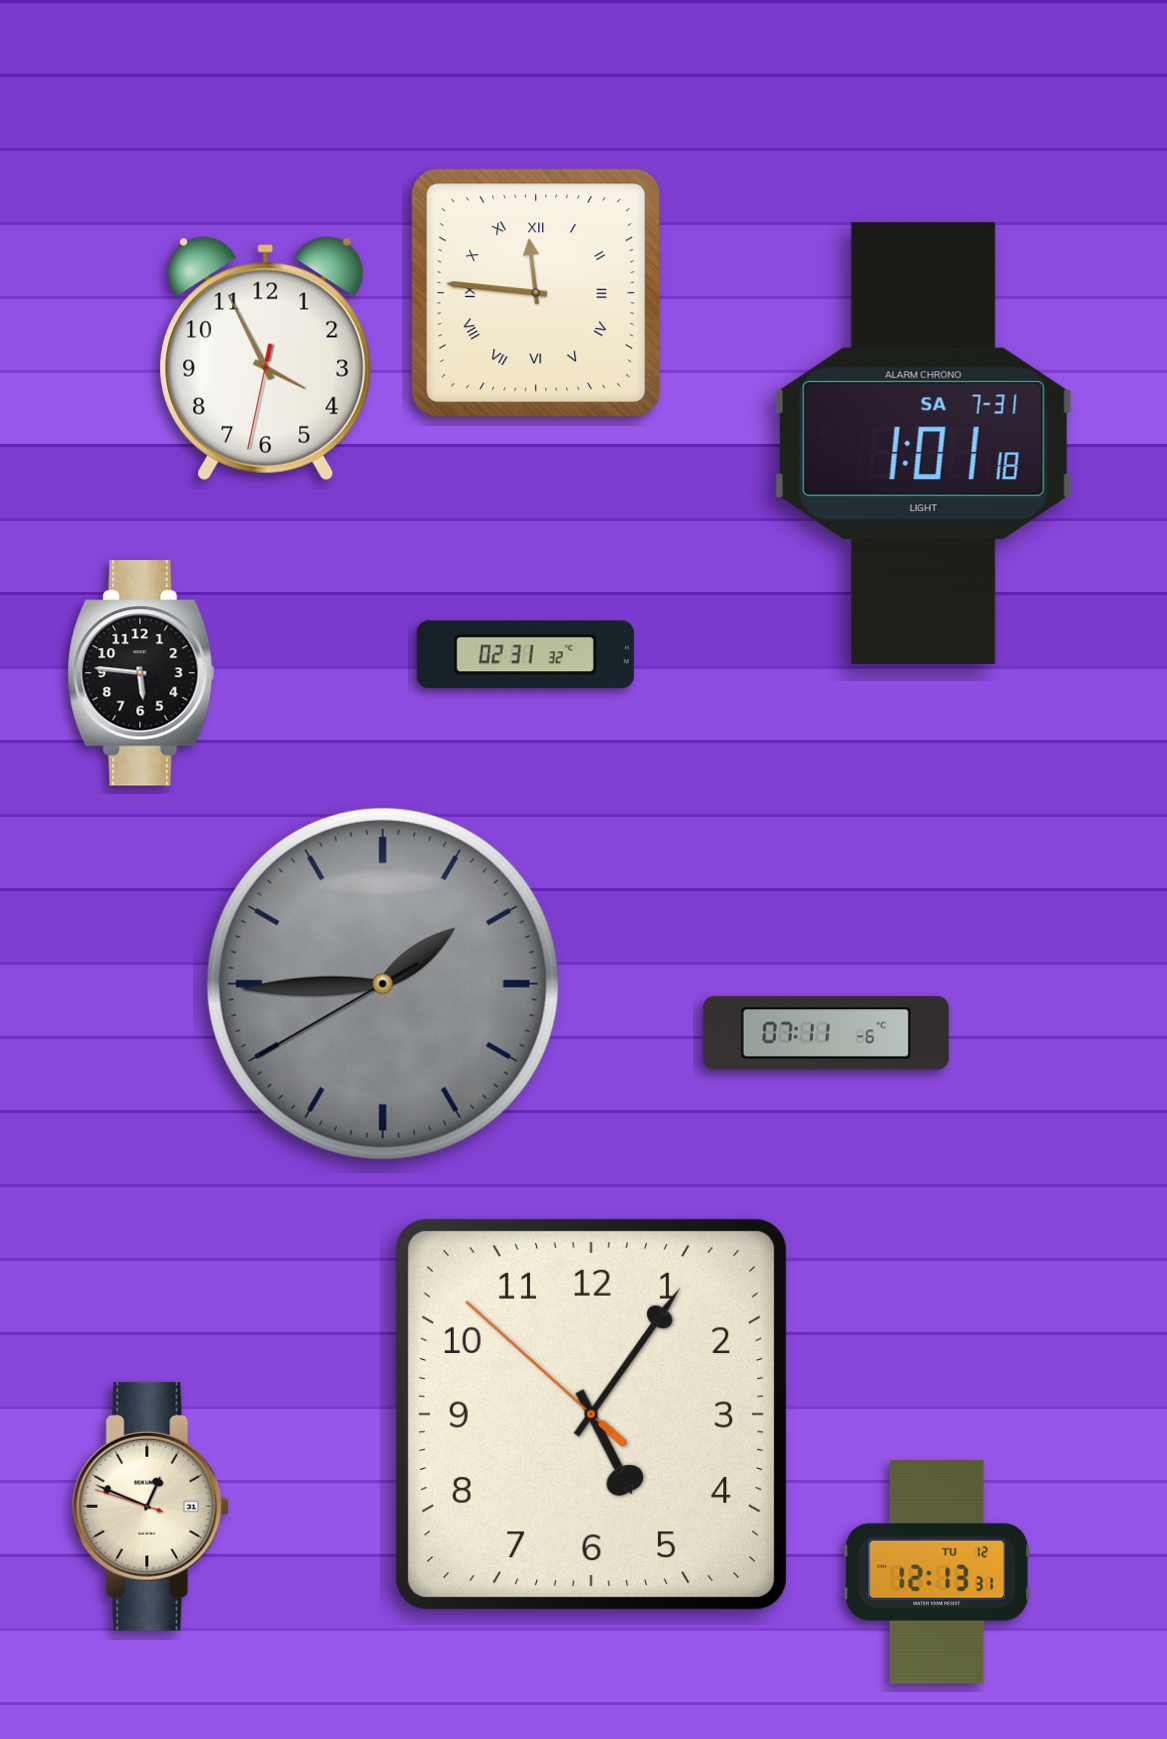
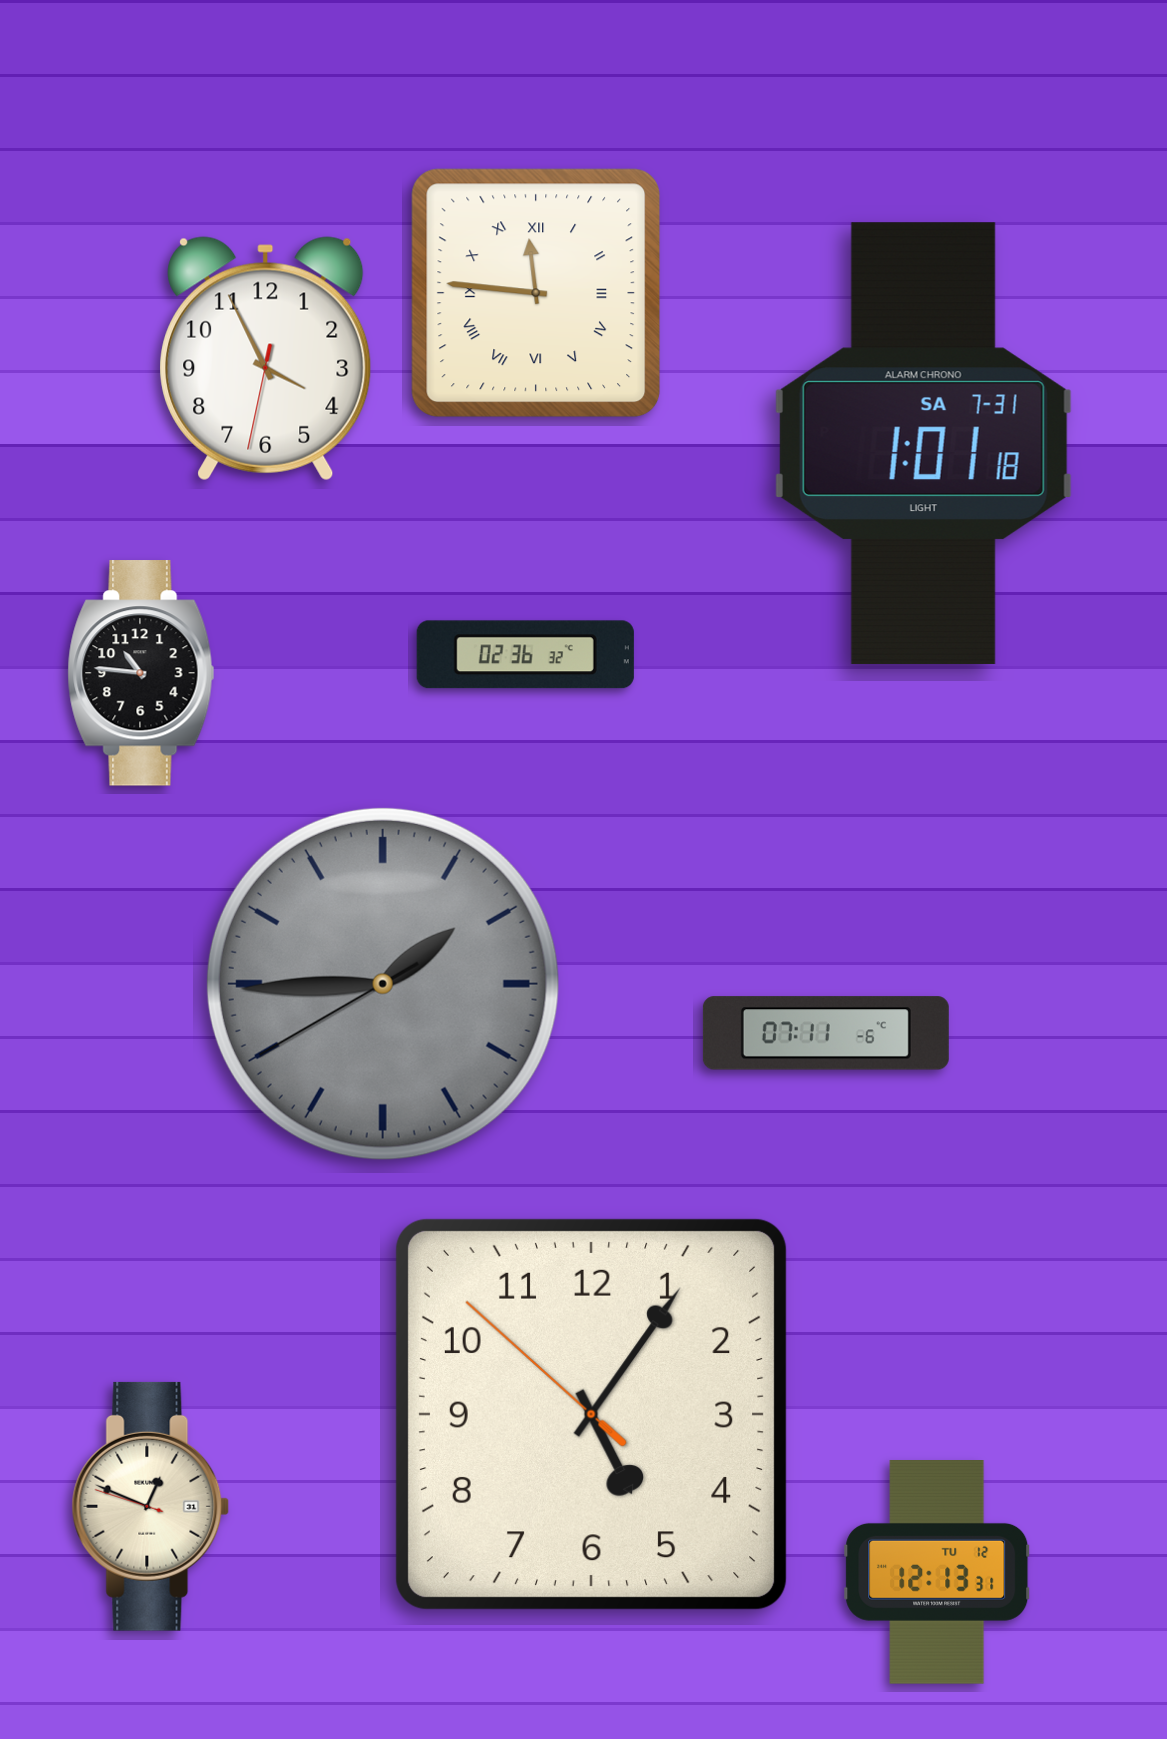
clock at (525, 655): 02:31 -> 02:36
clock at (141, 673): 5:46 -> 10:46
